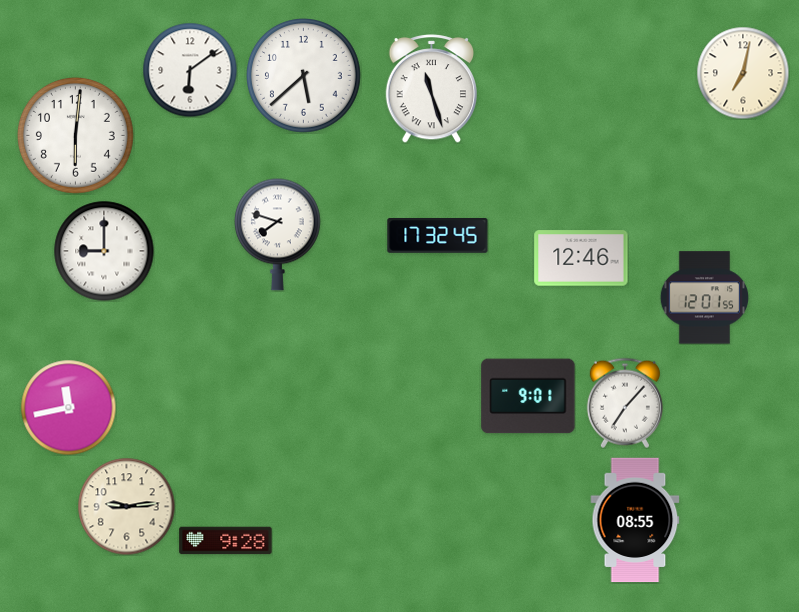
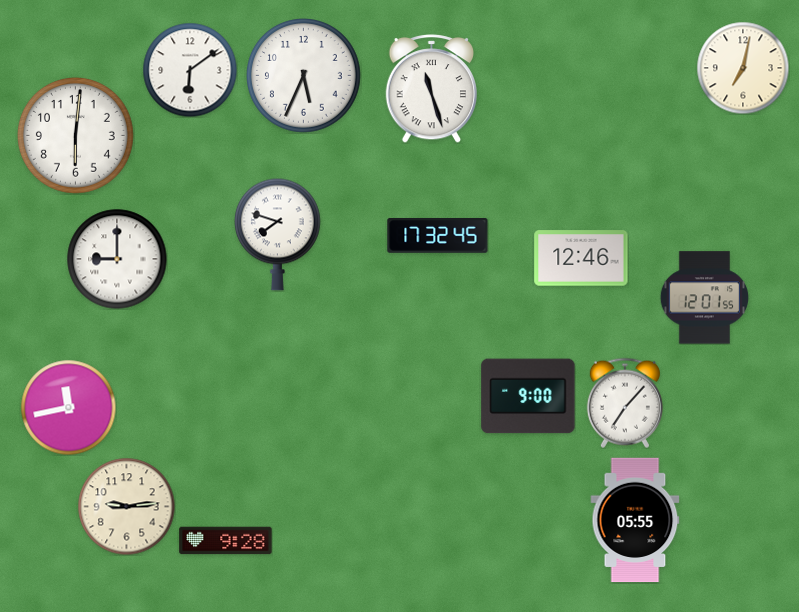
clock at (743, 73) position: (743, 73) -> (743, 68)
clock at (304, 76): 5:38 -> 5:34
clock at (104, 251) position: (104, 251) -> (117, 259)
clock at (528, 396): 9:01 -> 9:00
clock at (635, 520): 08:55 -> 05:55
